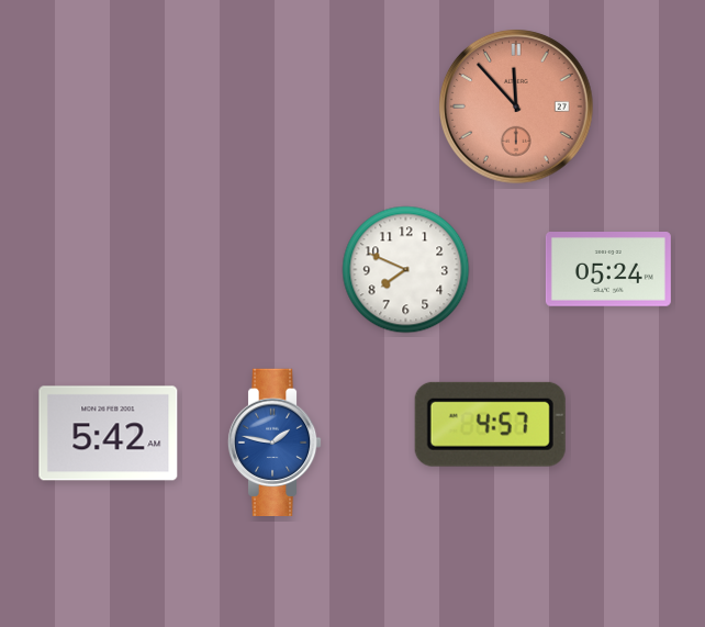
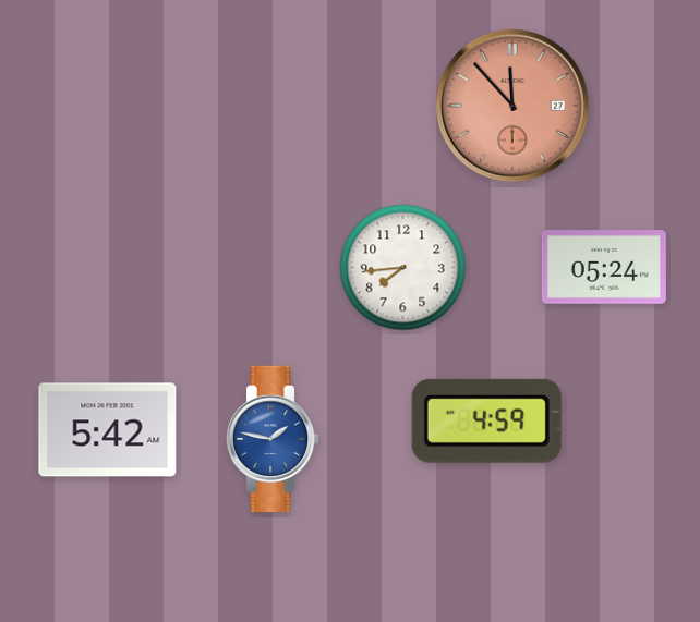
clock at (406, 270): 7:49 -> 7:44
clock at (490, 424): 4:57 -> 4:59
